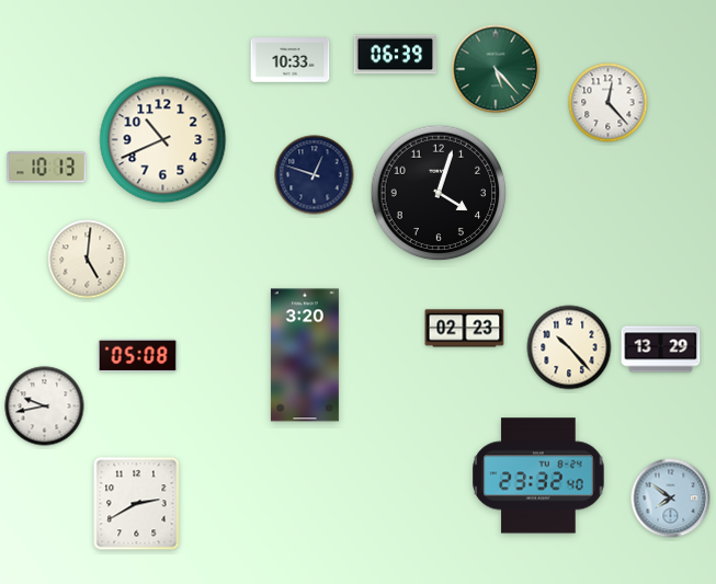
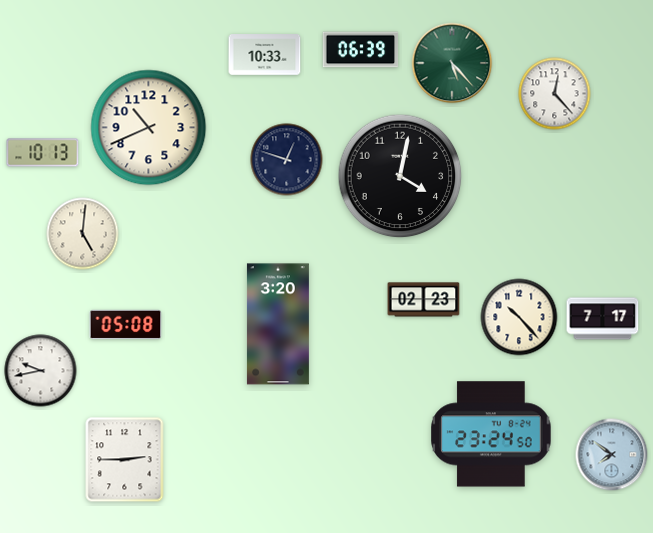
clock at (439, 193): 4:03 -> 4:02
clock at (88, 260) position: (88, 260) -> (83, 234)
clock at (661, 350): 13:29 -> 7:17
clock at (538, 476): 23:32 -> 23:24
clock at (137, 504): 2:40 -> 2:45
